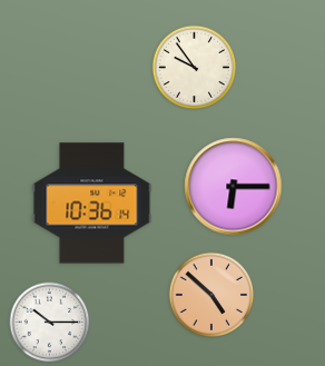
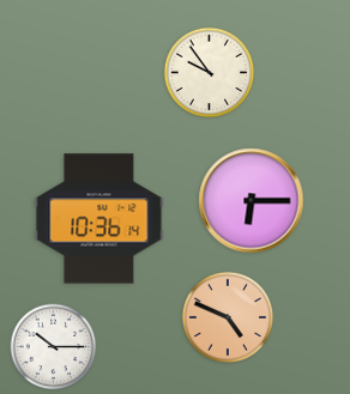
clock at (210, 294): 4:52 -> 4:49
